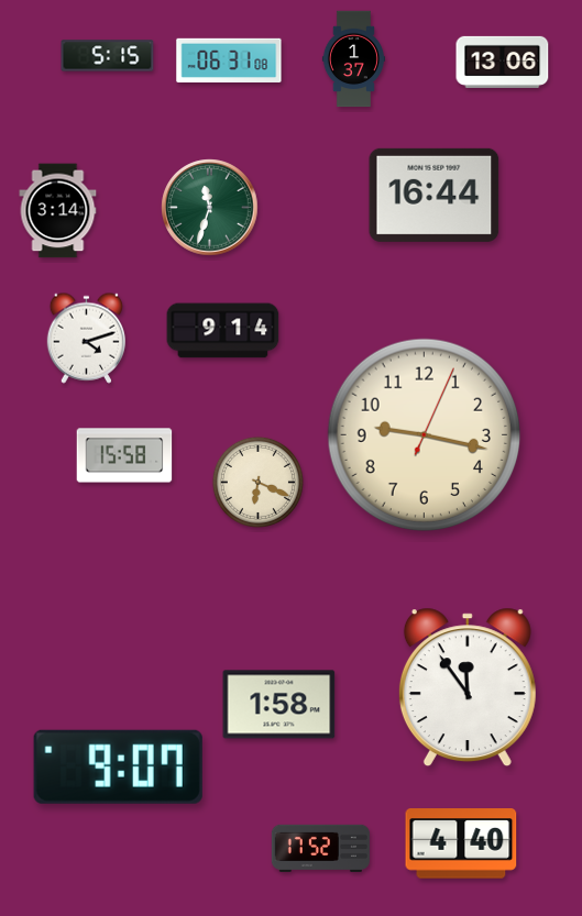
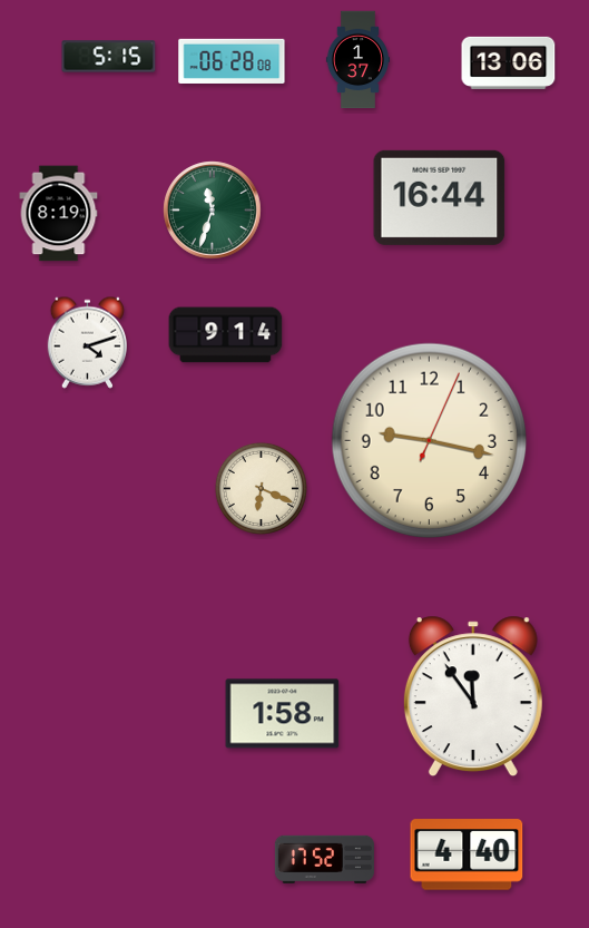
clock at (229, 59): 06:31 -> 06:28
clock at (58, 211): 3:14 -> 8:19
clock at (124, 455): 15:58 -> none
clock at (118, 766): 9:07 -> none
